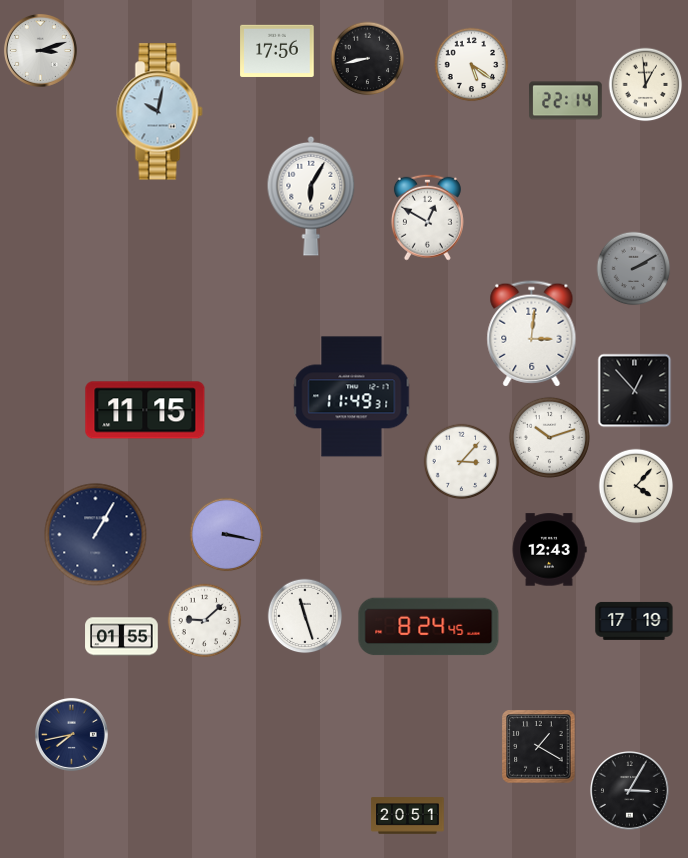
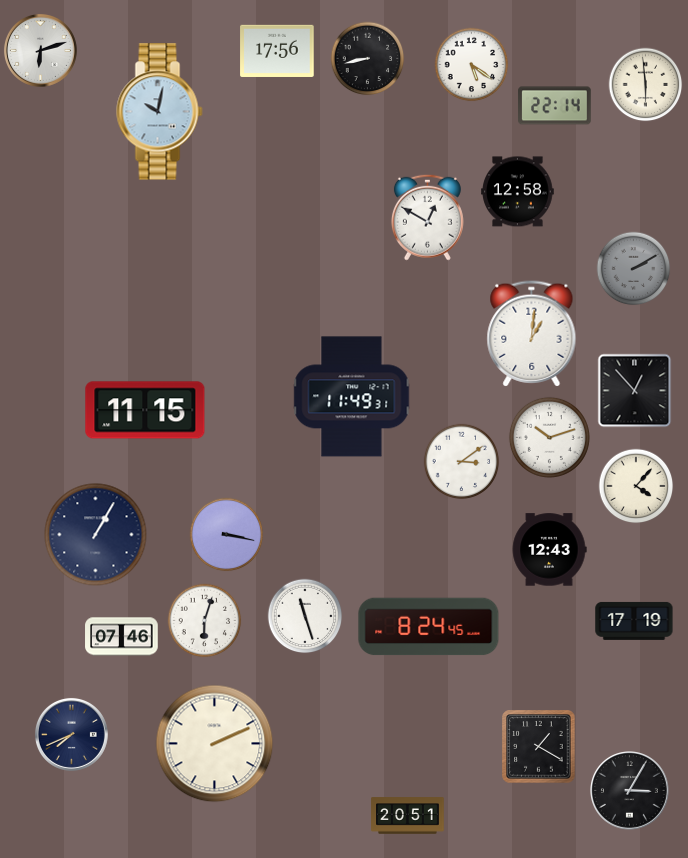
clock at (40, 50): 3:12 -> 6:12
clock at (646, 85): 12:59 -> 5:59
clock at (566, 101) position: (566, 101) -> (555, 106)
clock at (518, 192): none -> 12:58
clock at (311, 196): 6:05 -> none
clock at (532, 334): 3:01 -> 1:01
clock at (462, 462): 3:07 -> 3:09
clock at (205, 621): 9:08 -> 6:03
clock at (122, 637): 01:55 -> 07:46
clock at (71, 734): 7:43 -> 7:41
clock at (215, 744): none -> 2:11
